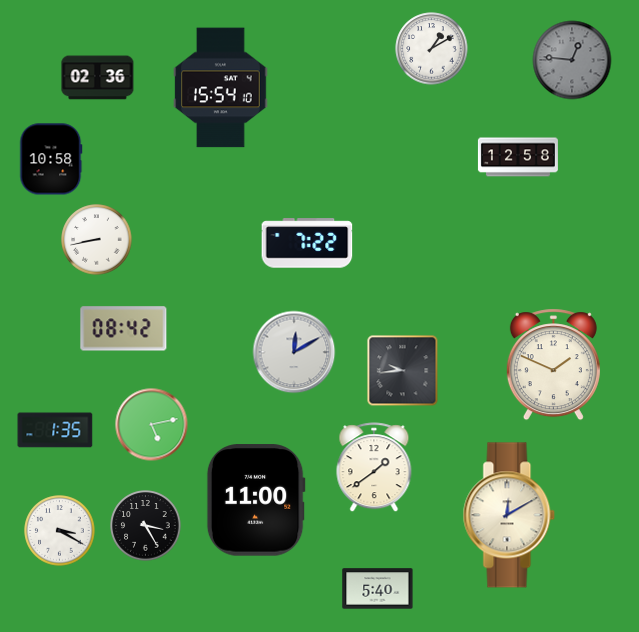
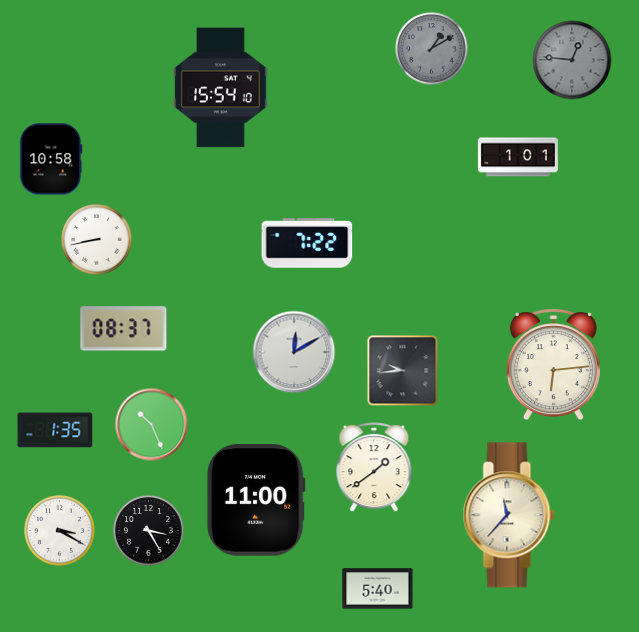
clock at (432, 49) dial: white -> grey
clock at (98, 78): 02:36 -> none
clock at (518, 157): 12:58 -> 1:01
clock at (124, 329): 08:42 -> 08:37
clock at (553, 365): 1:49 -> 6:14
clock at (152, 425): 5:13 -> 10:26
clock at (509, 515): 12:10 -> 11:37
clock at (146, 526) position: (146, 526) -> (149, 531)
